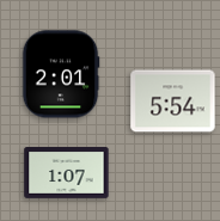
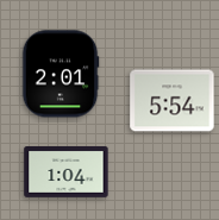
clock at (67, 173): 1:07 -> 1:04
